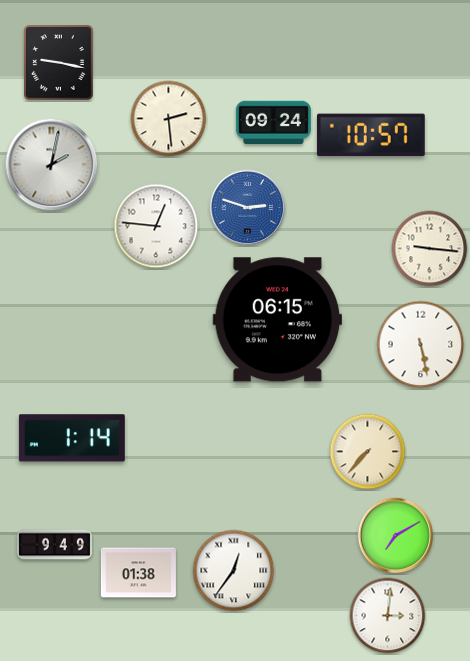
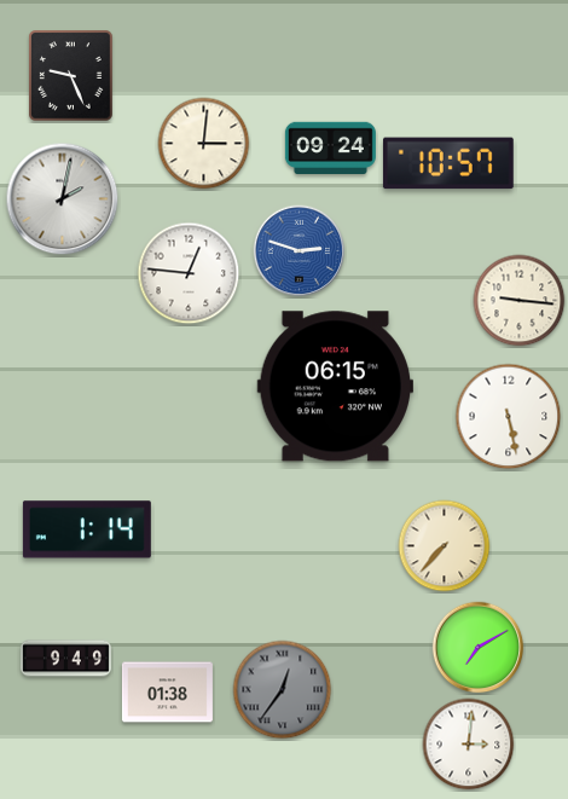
clock at (59, 63): 9:17 -> 9:26
clock at (169, 119): 2:29 -> 3:01
clock at (234, 571) dial: white -> grey
